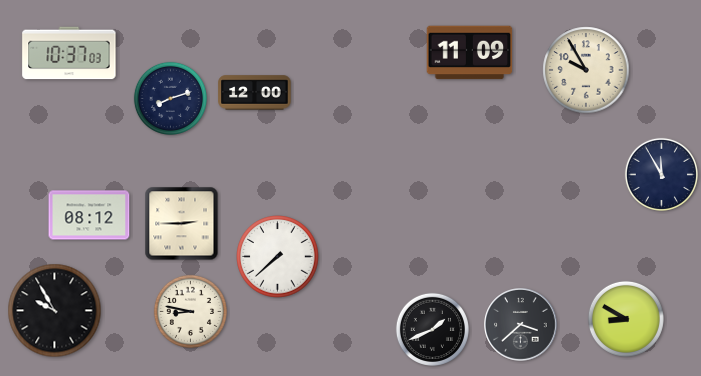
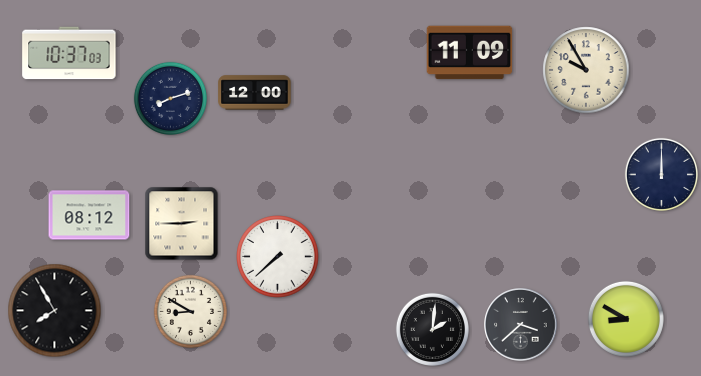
clock at (661, 174): 11:55 -> 12:00
clock at (55, 311): 9:55 -> 7:55
clock at (190, 311): 8:47 -> 8:50
clock at (432, 329): 1:41 -> 2:01
